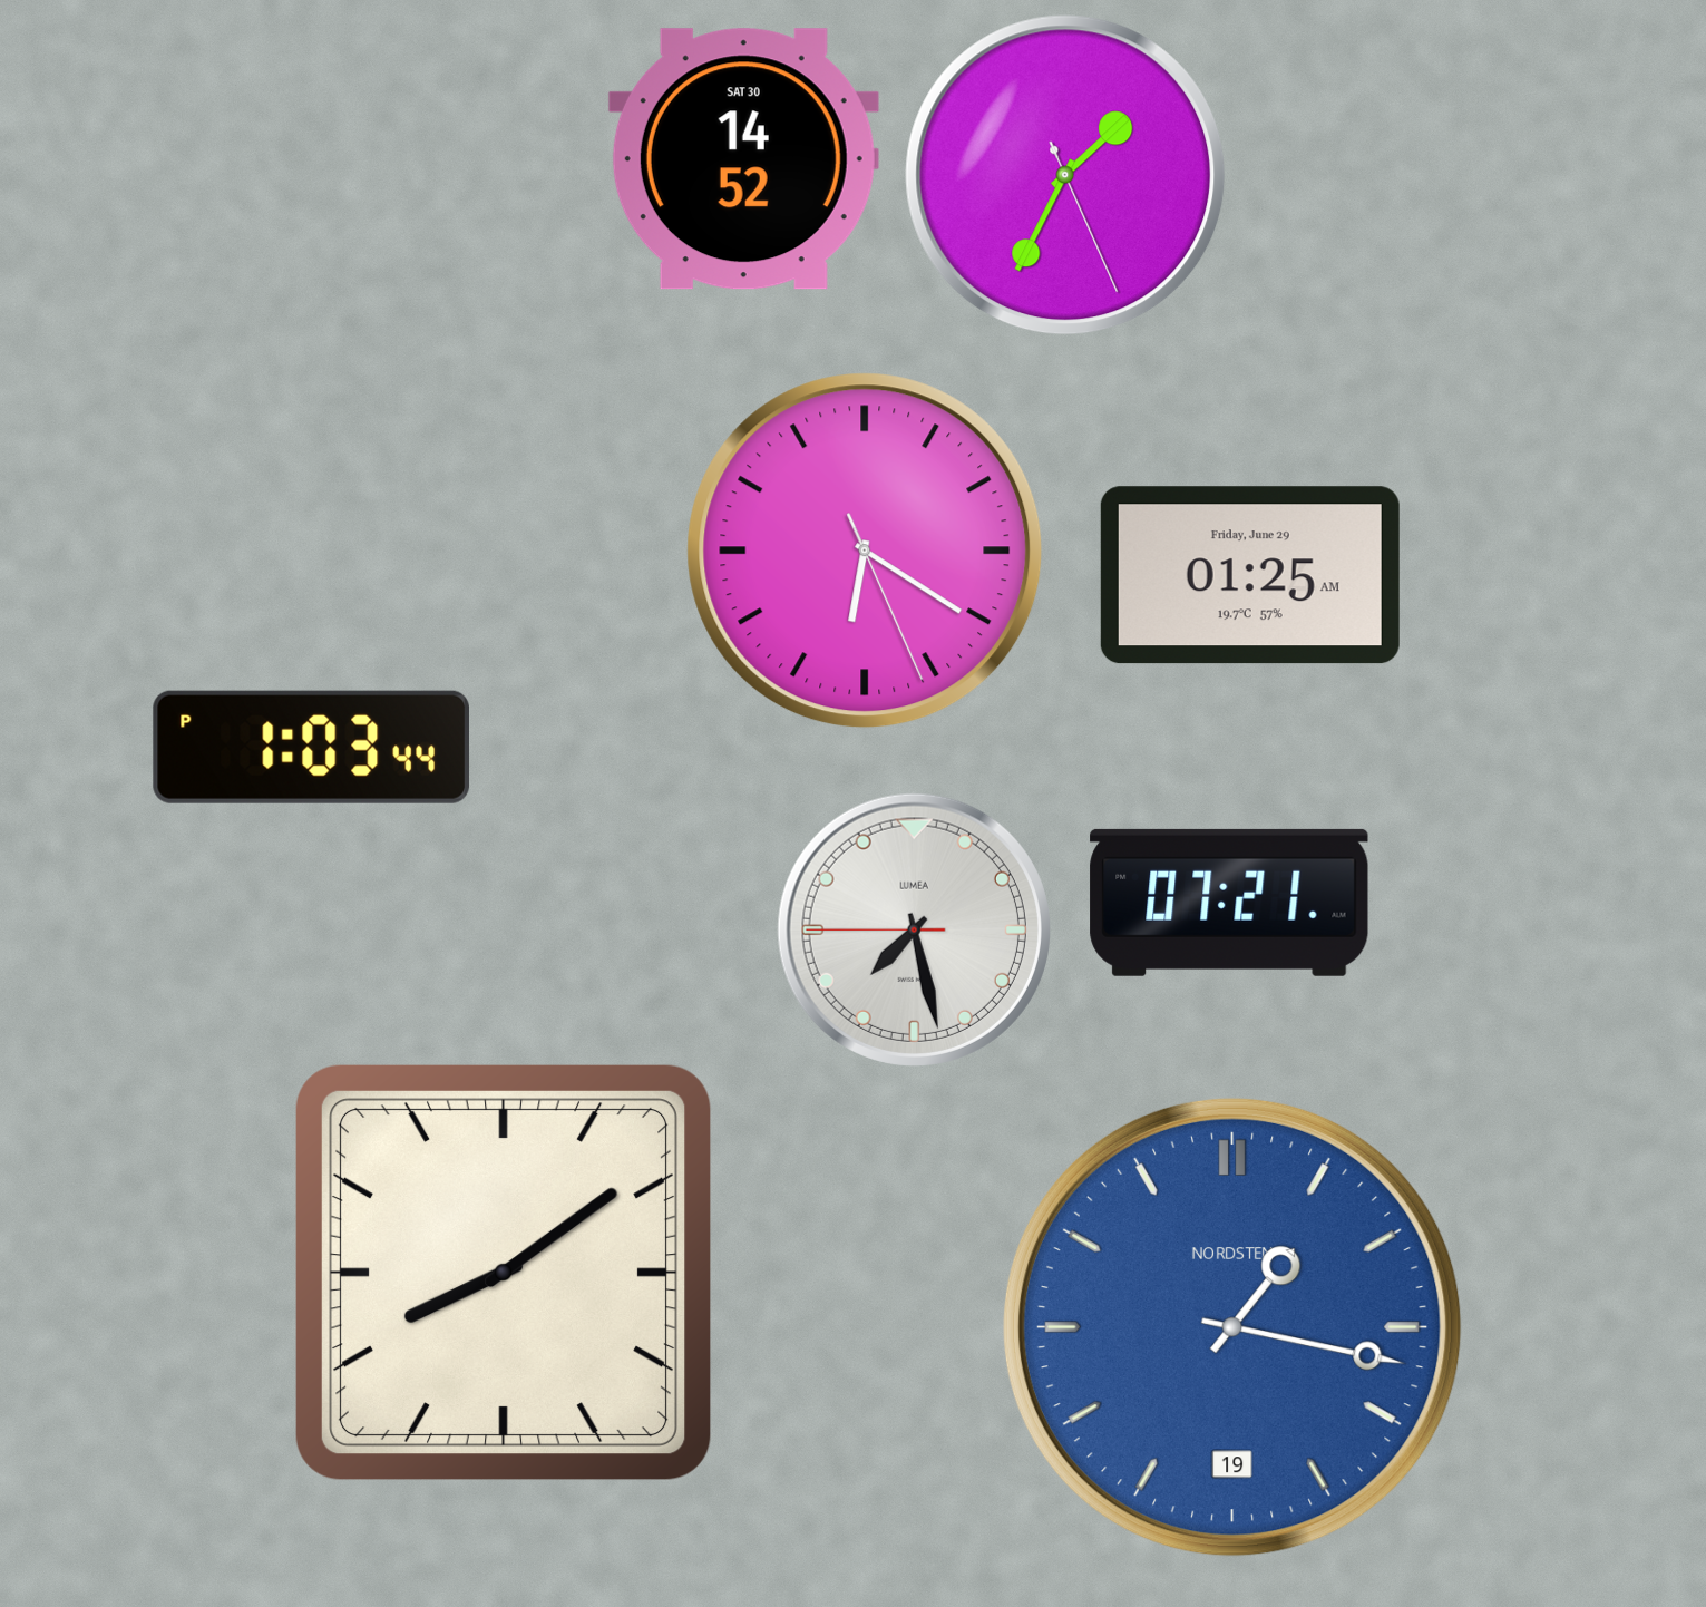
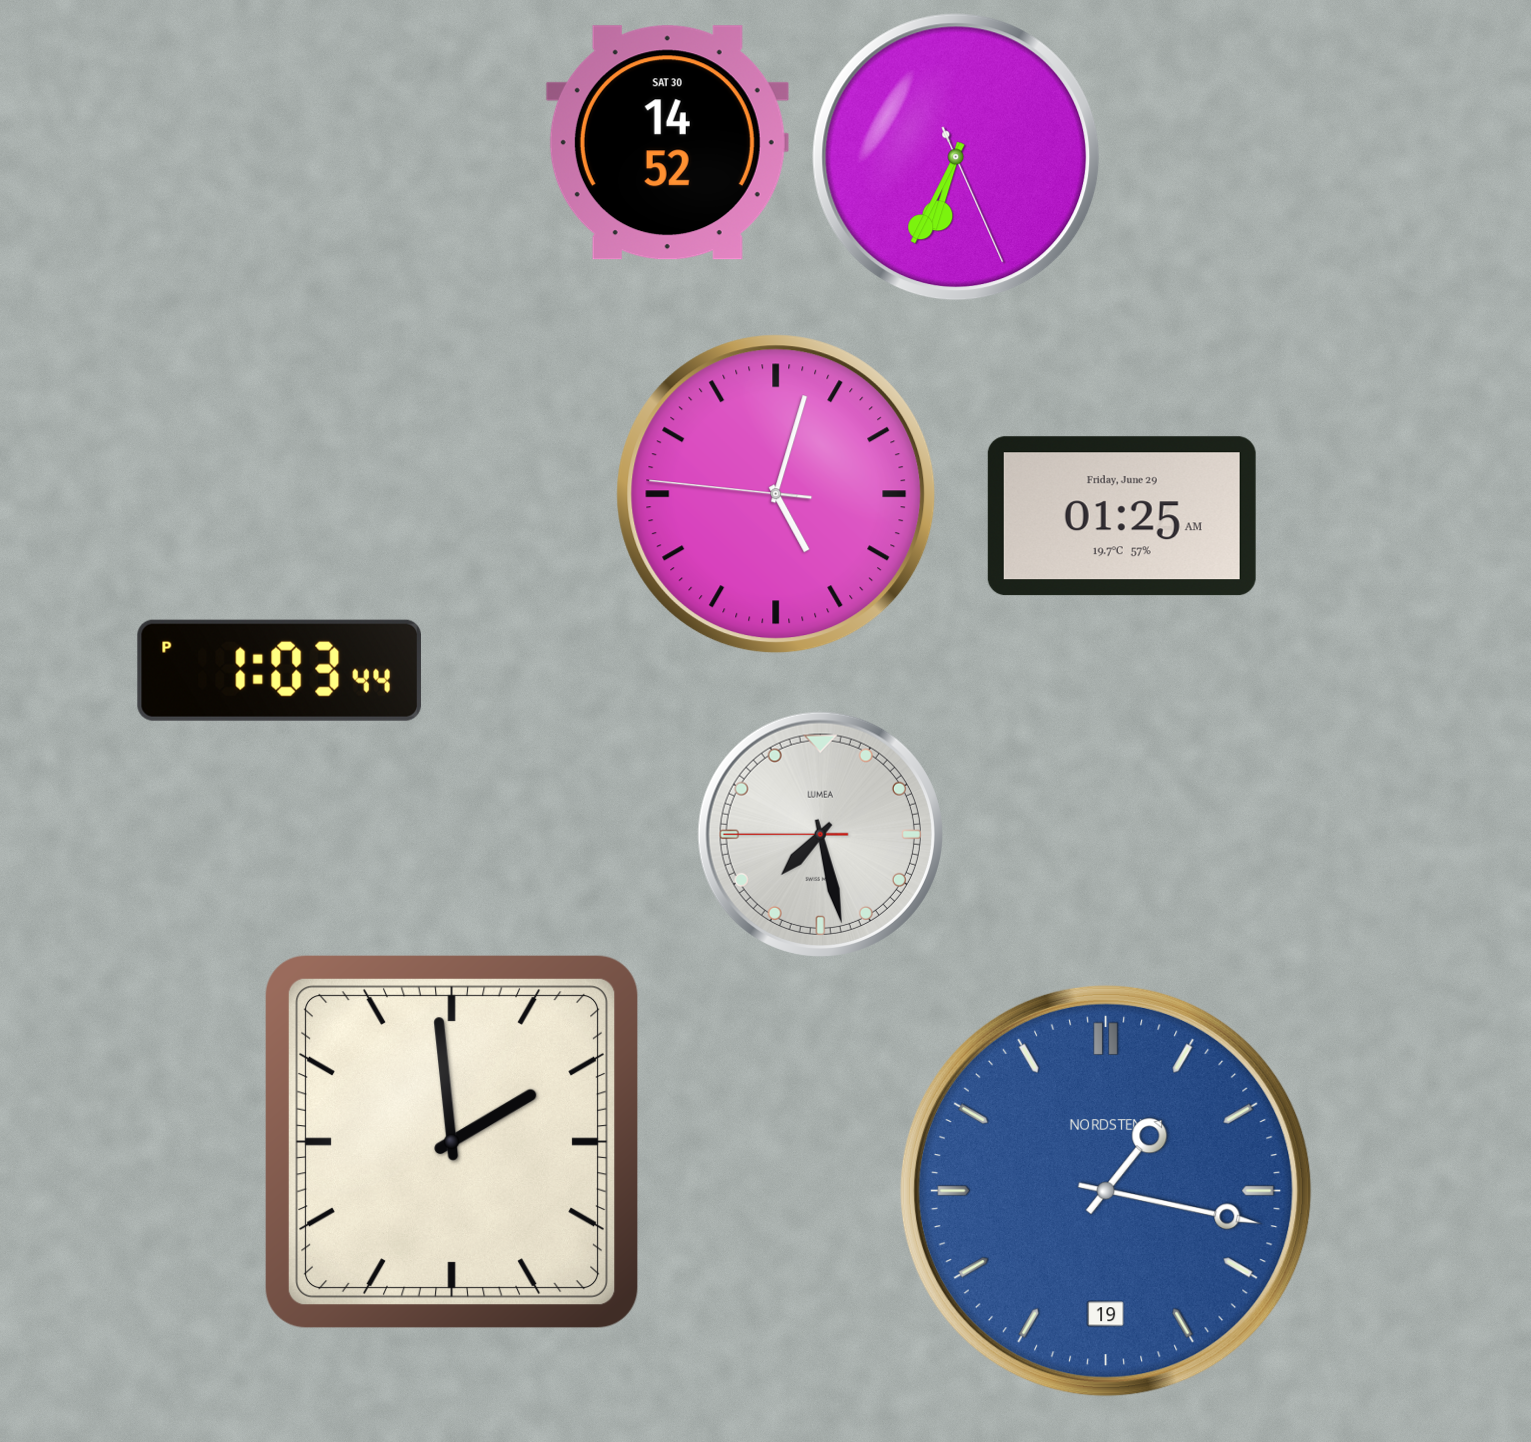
clock at (1065, 175): 1:34 -> 6:34
clock at (865, 551): 6:20 -> 5:02
clock at (1229, 903): 07:21 -> none
clock at (505, 1274): 8:09 -> 1:59
